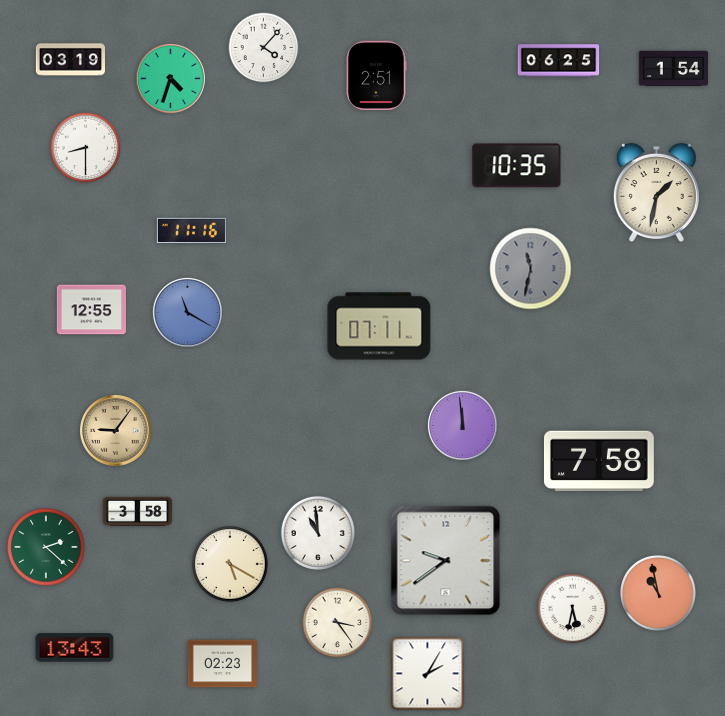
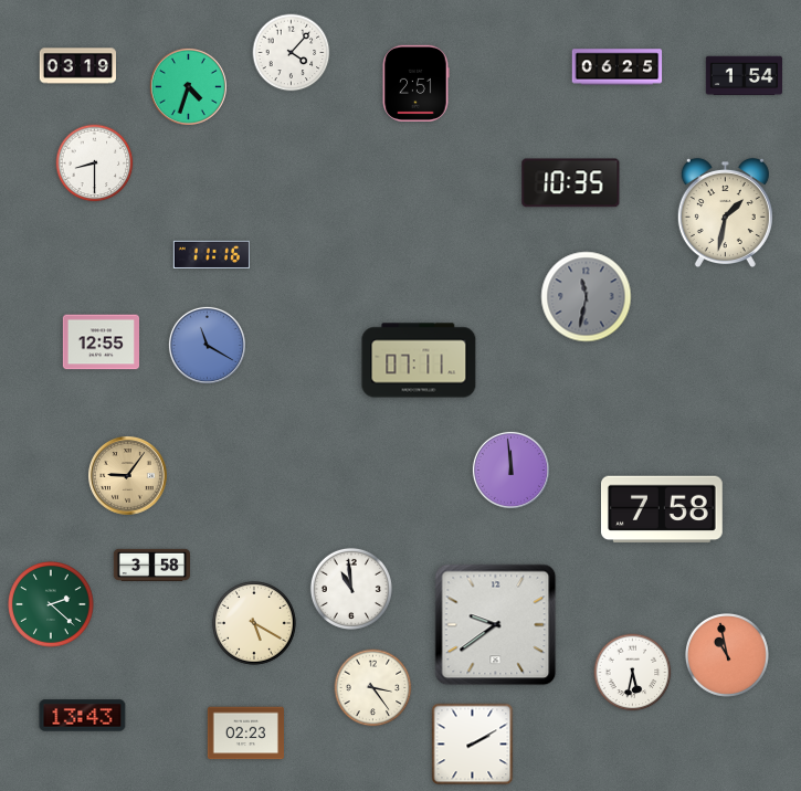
clock at (446, 561) position: (446, 561) -> (496, 625)
clock at (428, 674): 2:05 -> 2:10
